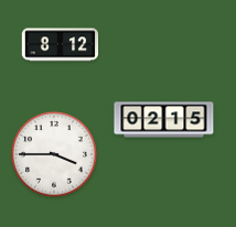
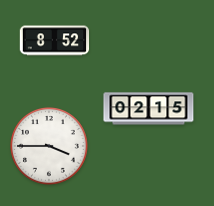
clock at (61, 45): 8:12 -> 8:52
clock at (55, 155) position: (55, 155) -> (50, 147)
